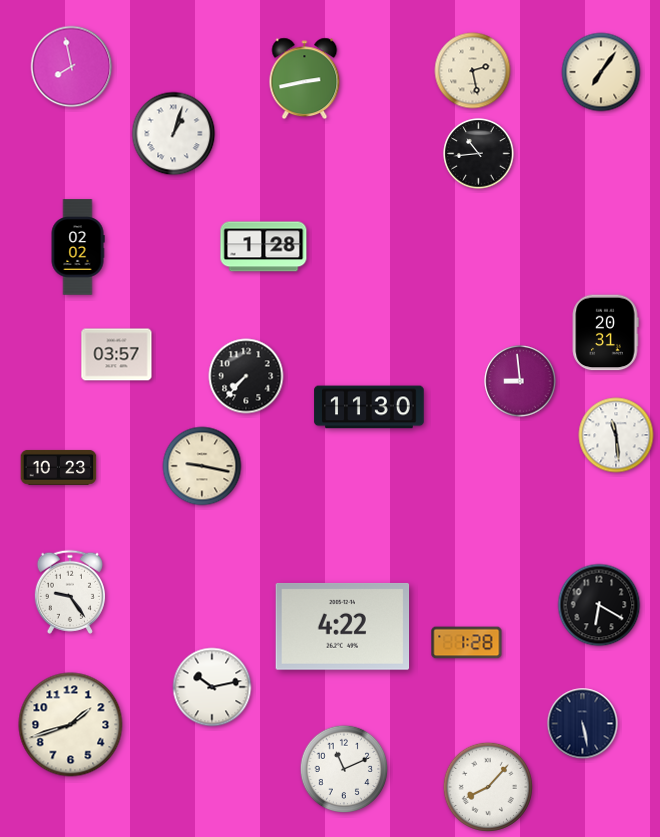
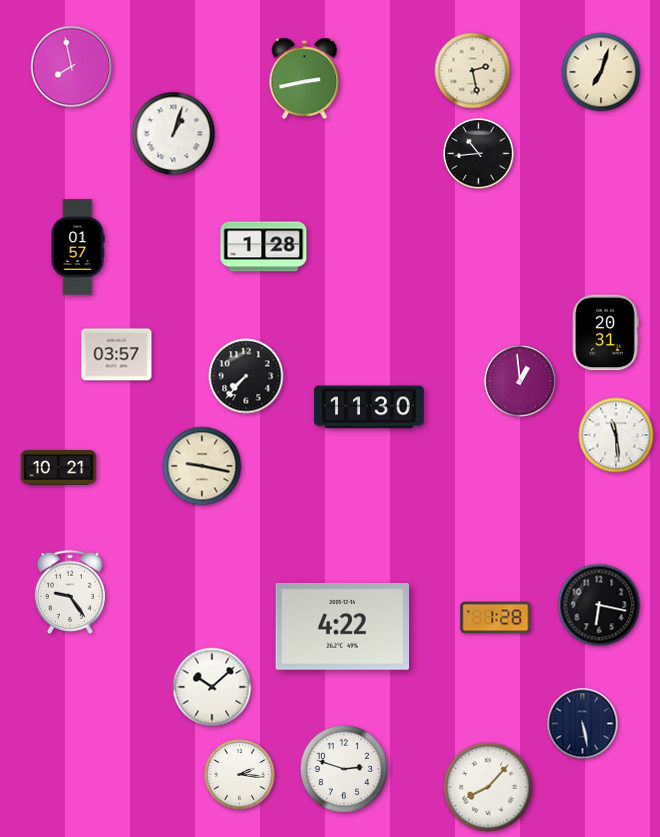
clock at (601, 72): 7:06 -> 7:03
clock at (78, 247): 02:02 -> 01:57
clock at (520, 381): 8:59 -> 12:59
clock at (59, 467): 10:23 -> 10:21
clock at (599, 605): 6:20 -> 6:17
clock at (467, 643) position: (467, 643) -> (496, 618)
clock at (212, 687): 10:13 -> 10:08
clock at (71, 725): 1:42 -> none
clock at (344, 769): 11:11 -> 2:48
clock at (240, 775): none -> 2:16
